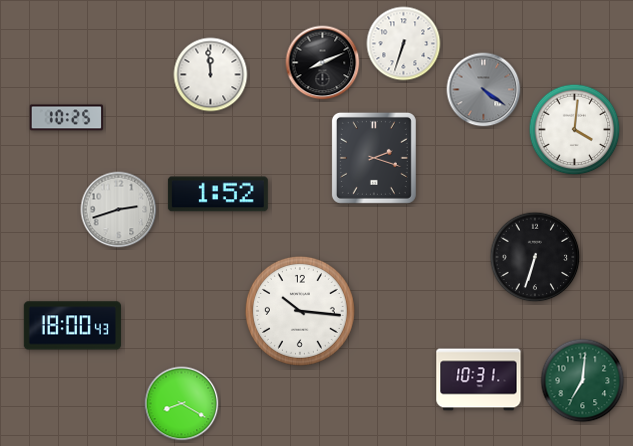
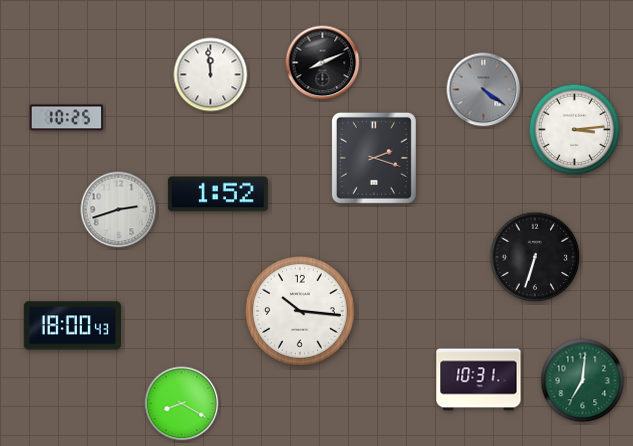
clock at (404, 44): 6:33 -> none
clock at (575, 130): 4:01 -> 3:14
